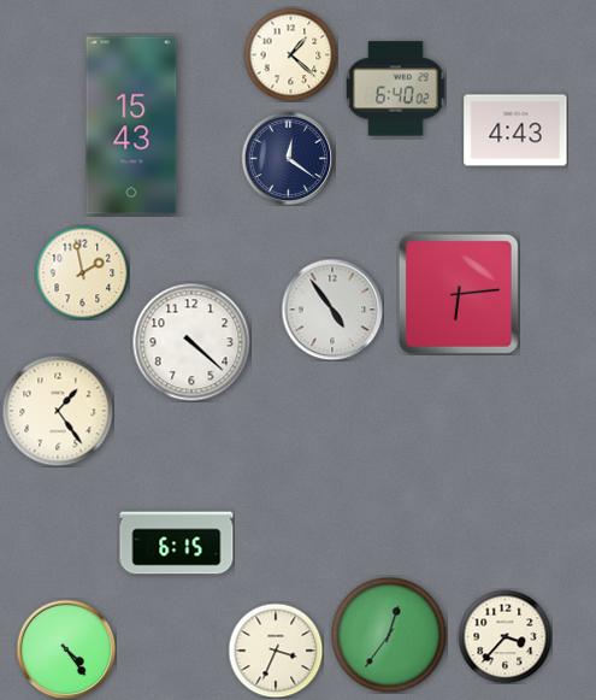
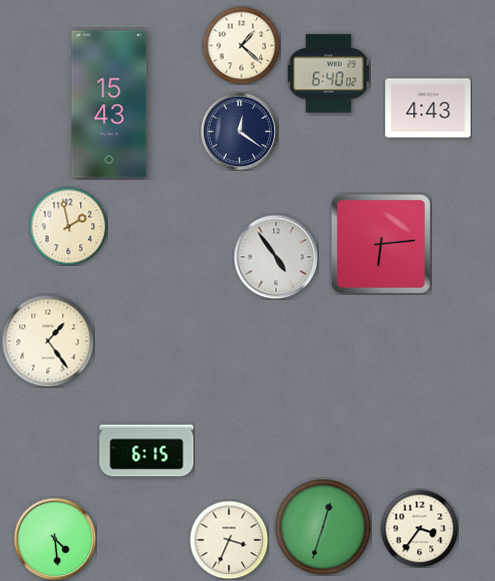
clock at (191, 342): 4:22 -> none
clock at (389, 635): 12:36 -> 12:33
clock at (504, 636): 3:37 -> 3:36
clock at (66, 649): 4:24 -> 4:29
